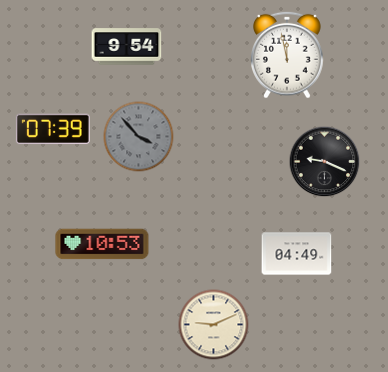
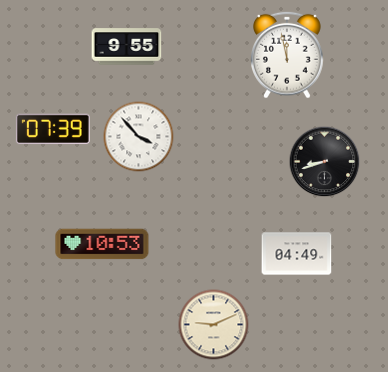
clock at (127, 47): 9:54 -> 9:55
clock at (139, 137) dial: grey -> white
clock at (325, 162): 9:19 -> 8:42
